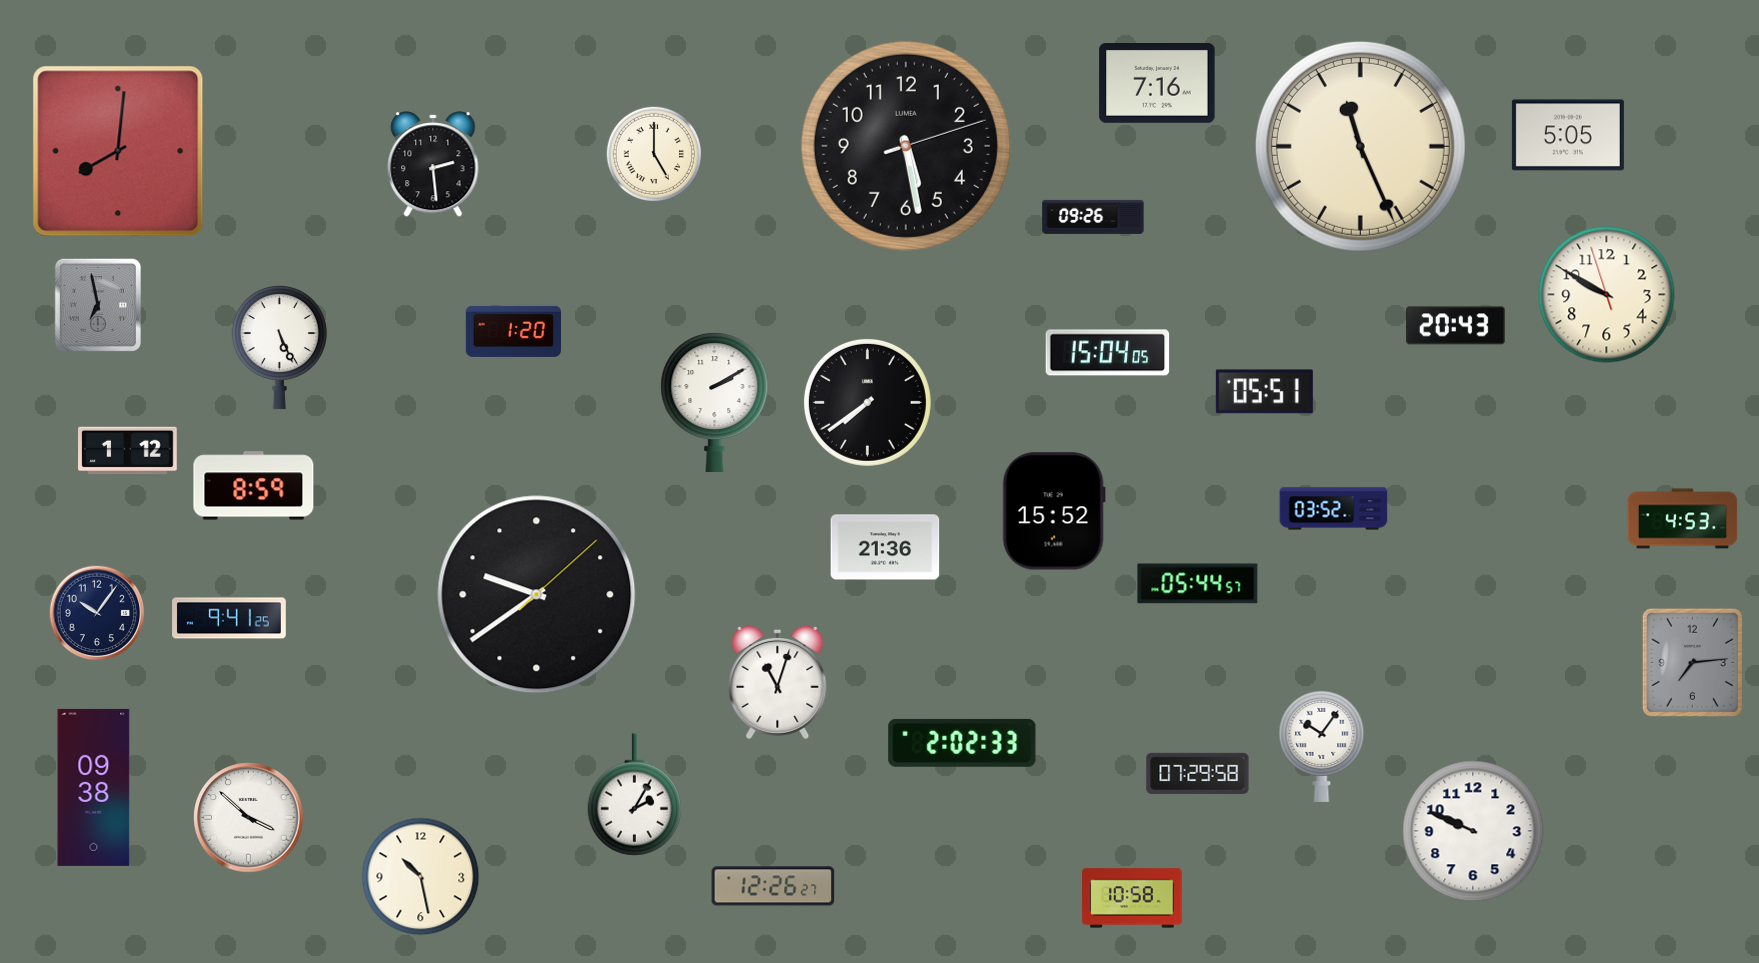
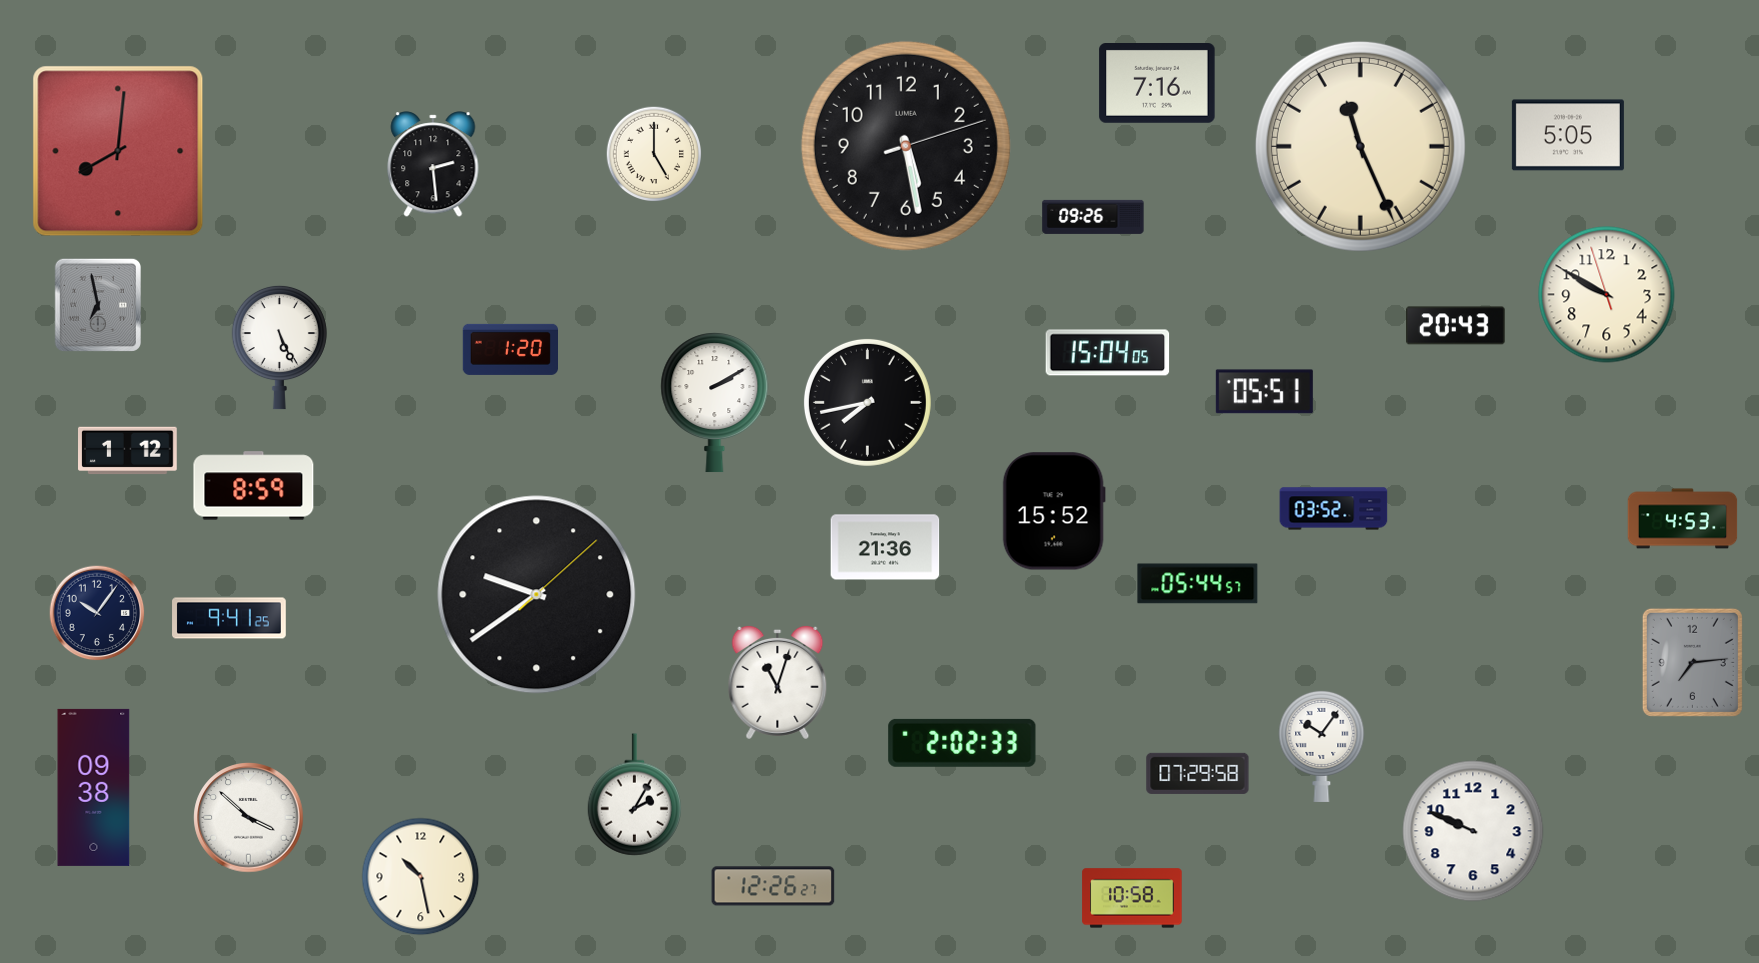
clock at (513, 331) position: (513, 331) -> (510, 349)
clock at (867, 402): 7:39 -> 7:43
